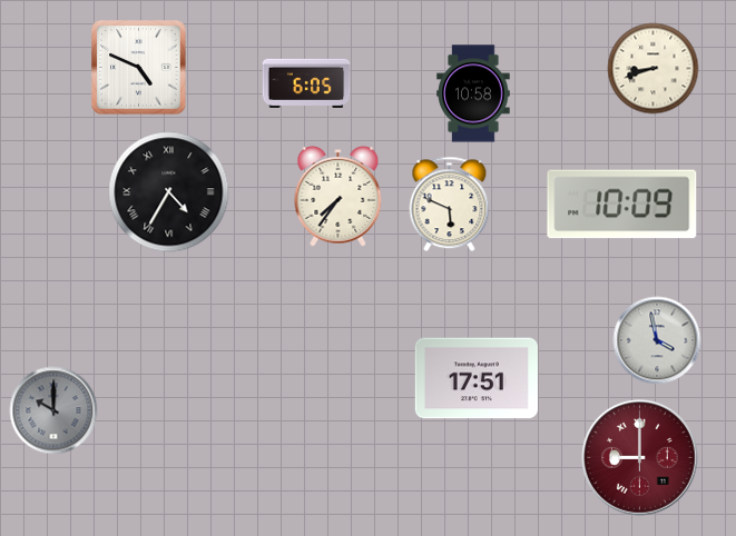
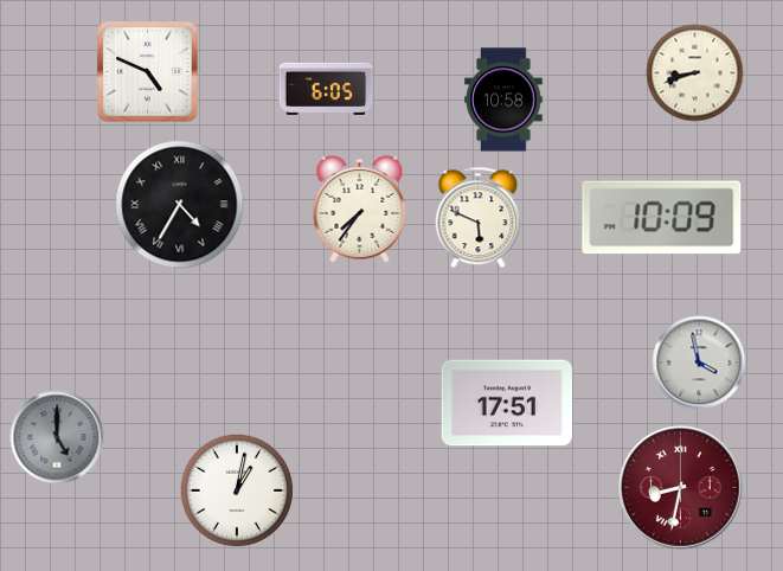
clock at (53, 410): 10:00 -> 5:00
clock at (640, 458): 9:00 -> 8:32
clock at (237, 490): none -> 1:02
